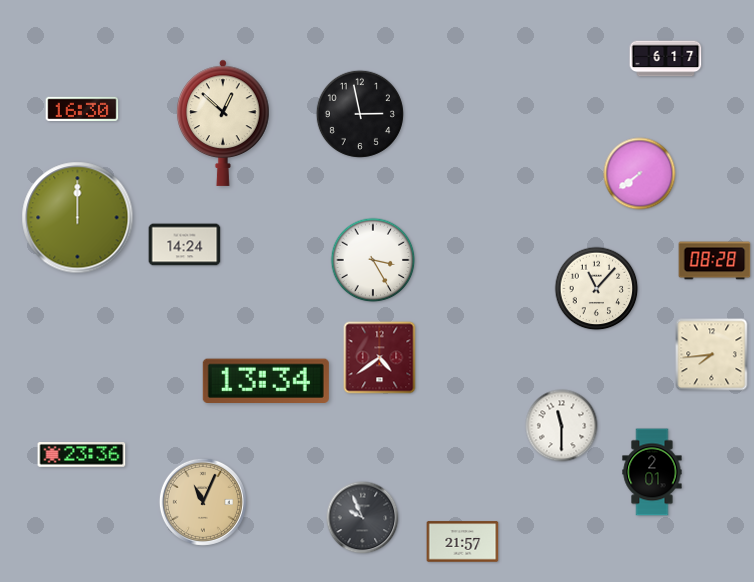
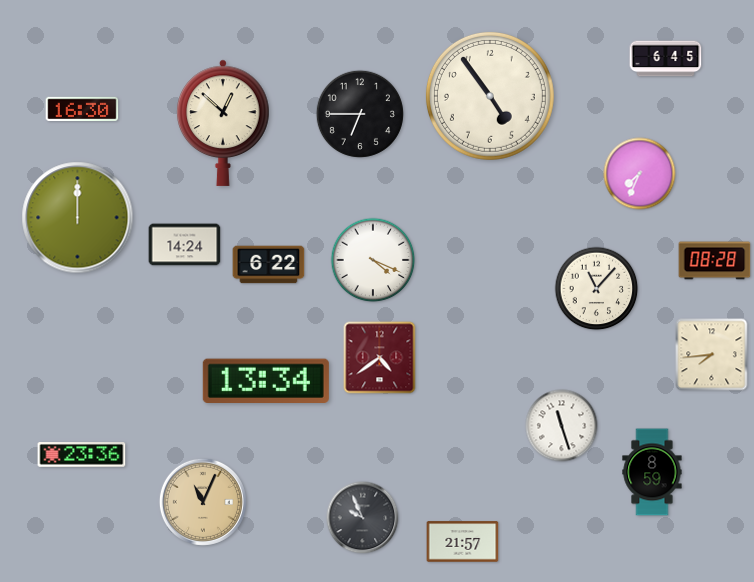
clock at (666, 59): 6:17 -> 6:45
clock at (490, 96): none -> 4:54
clock at (360, 114): 2:58 -> 6:45
clock at (640, 174): 7:39 -> 7:34
clock at (373, 260): 3:25 -> 4:19
clock at (269, 265): none -> 6:22
clock at (562, 426): 11:30 -> 11:27
clock at (652, 472): 2:01 -> 8:59
